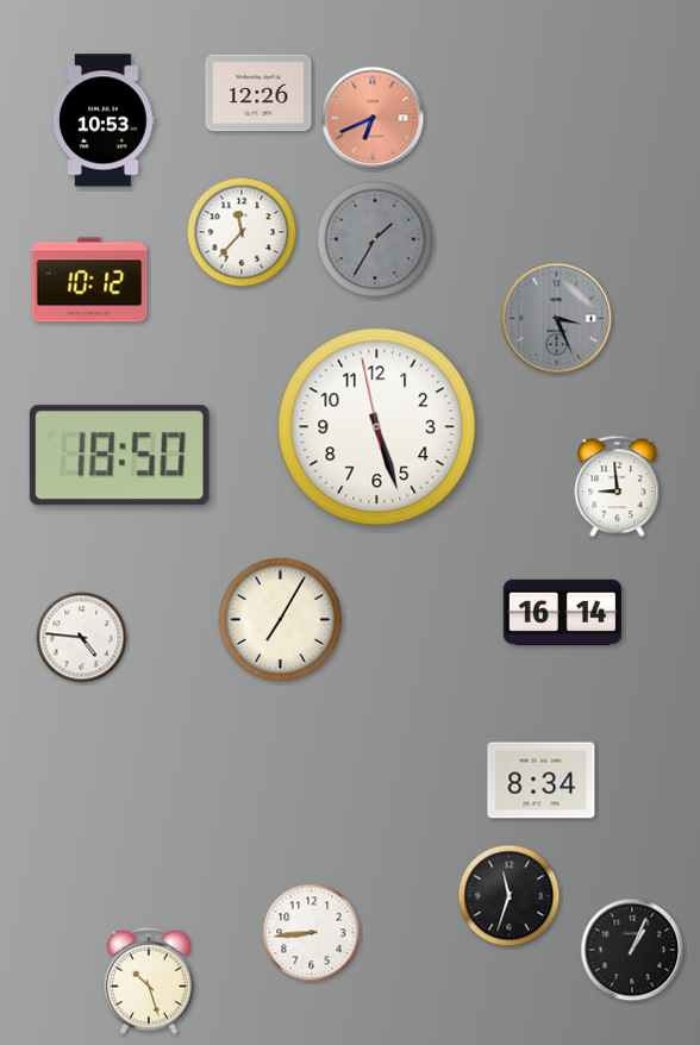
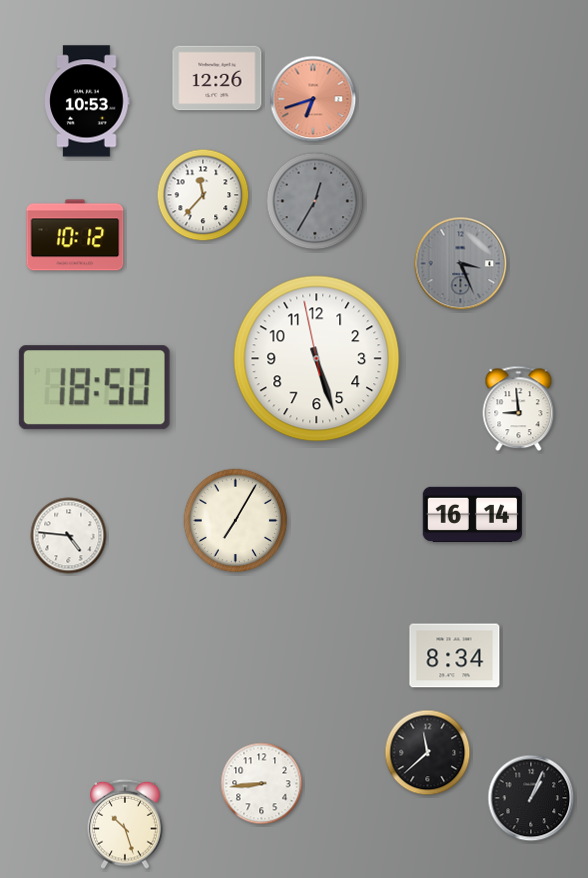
clock at (373, 118): 6:41 -> 6:42
clock at (375, 239): 1:35 -> 12:35
clock at (557, 319) position: (557, 319) -> (461, 264)
clock at (119, 456) position: (119, 456) -> (94, 388)
clock at (510, 896): 11:33 -> 11:38
